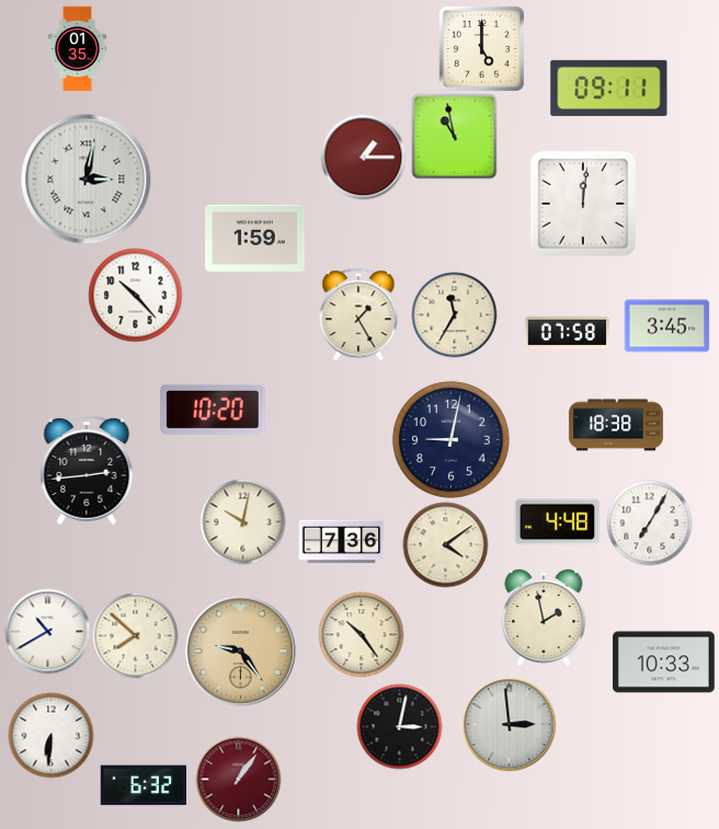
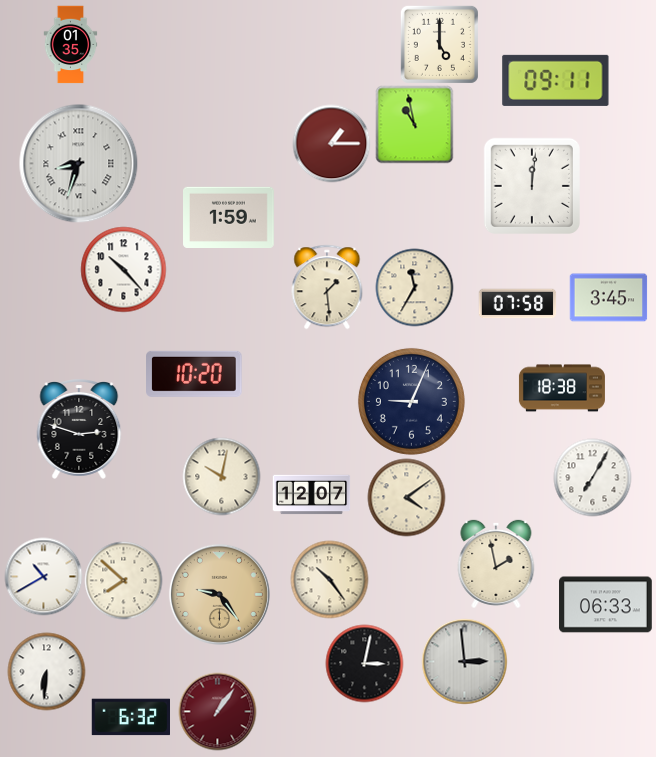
clock at (87, 180): 3:02 -> 8:33
clock at (255, 238) position: (255, 238) -> (229, 217)
clock at (358, 314): 1:25 -> 1:29
clock at (450, 439): 9:02 -> 9:04
clock at (87, 471): 2:44 -> 2:48
clock at (557, 522): 4:48 -> none
clock at (341, 542): 7:36 -> 12:07
clock at (664, 663): 10:33 -> 06:33
